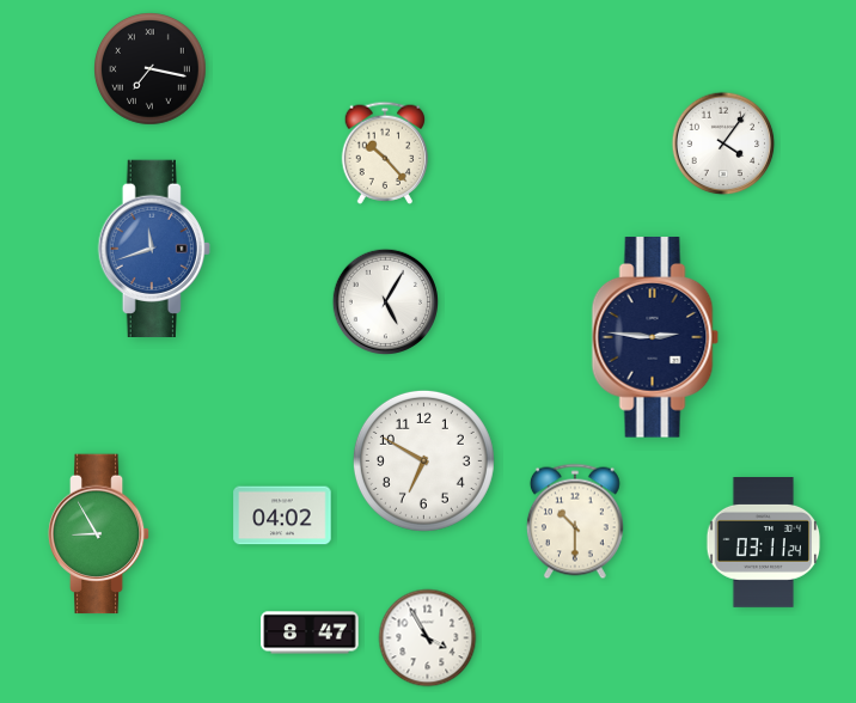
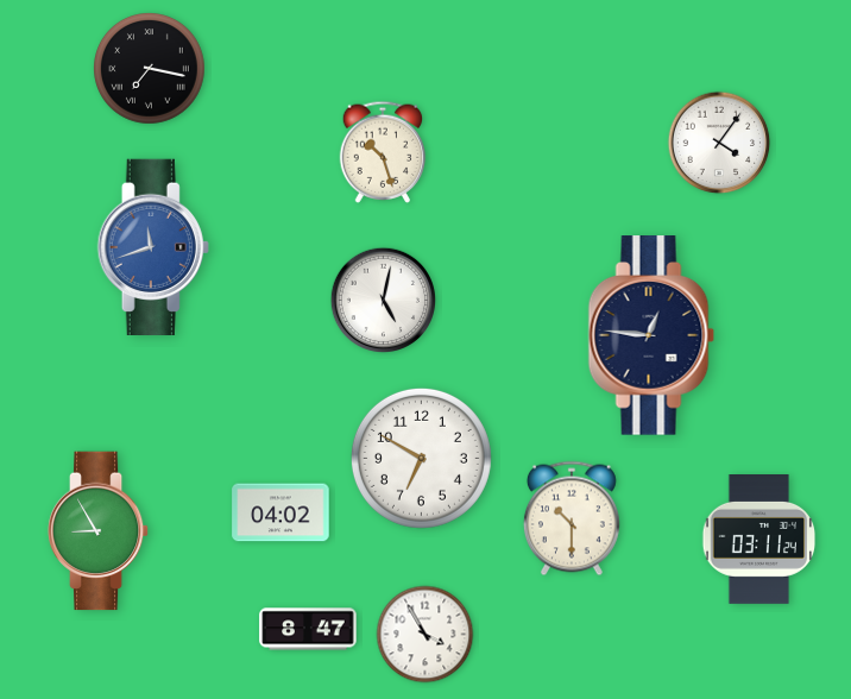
clock at (385, 153): 10:23 -> 10:27
clock at (385, 301): 5:05 -> 5:02
clock at (655, 337): 2:46 -> 12:46
